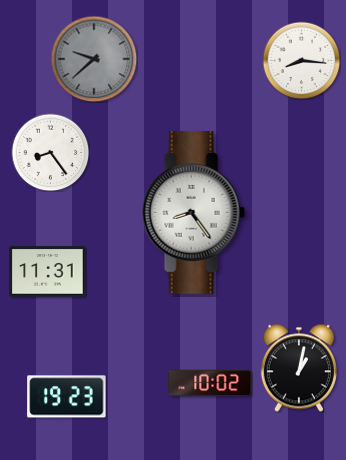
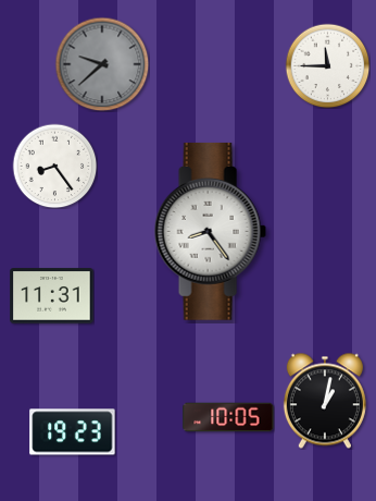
clock at (301, 60): 8:16 -> 11:45
clock at (210, 383): 10:02 -> 10:05
